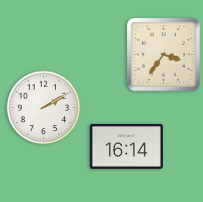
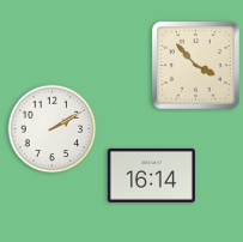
clock at (164, 55): 3:36 -> 3:53
